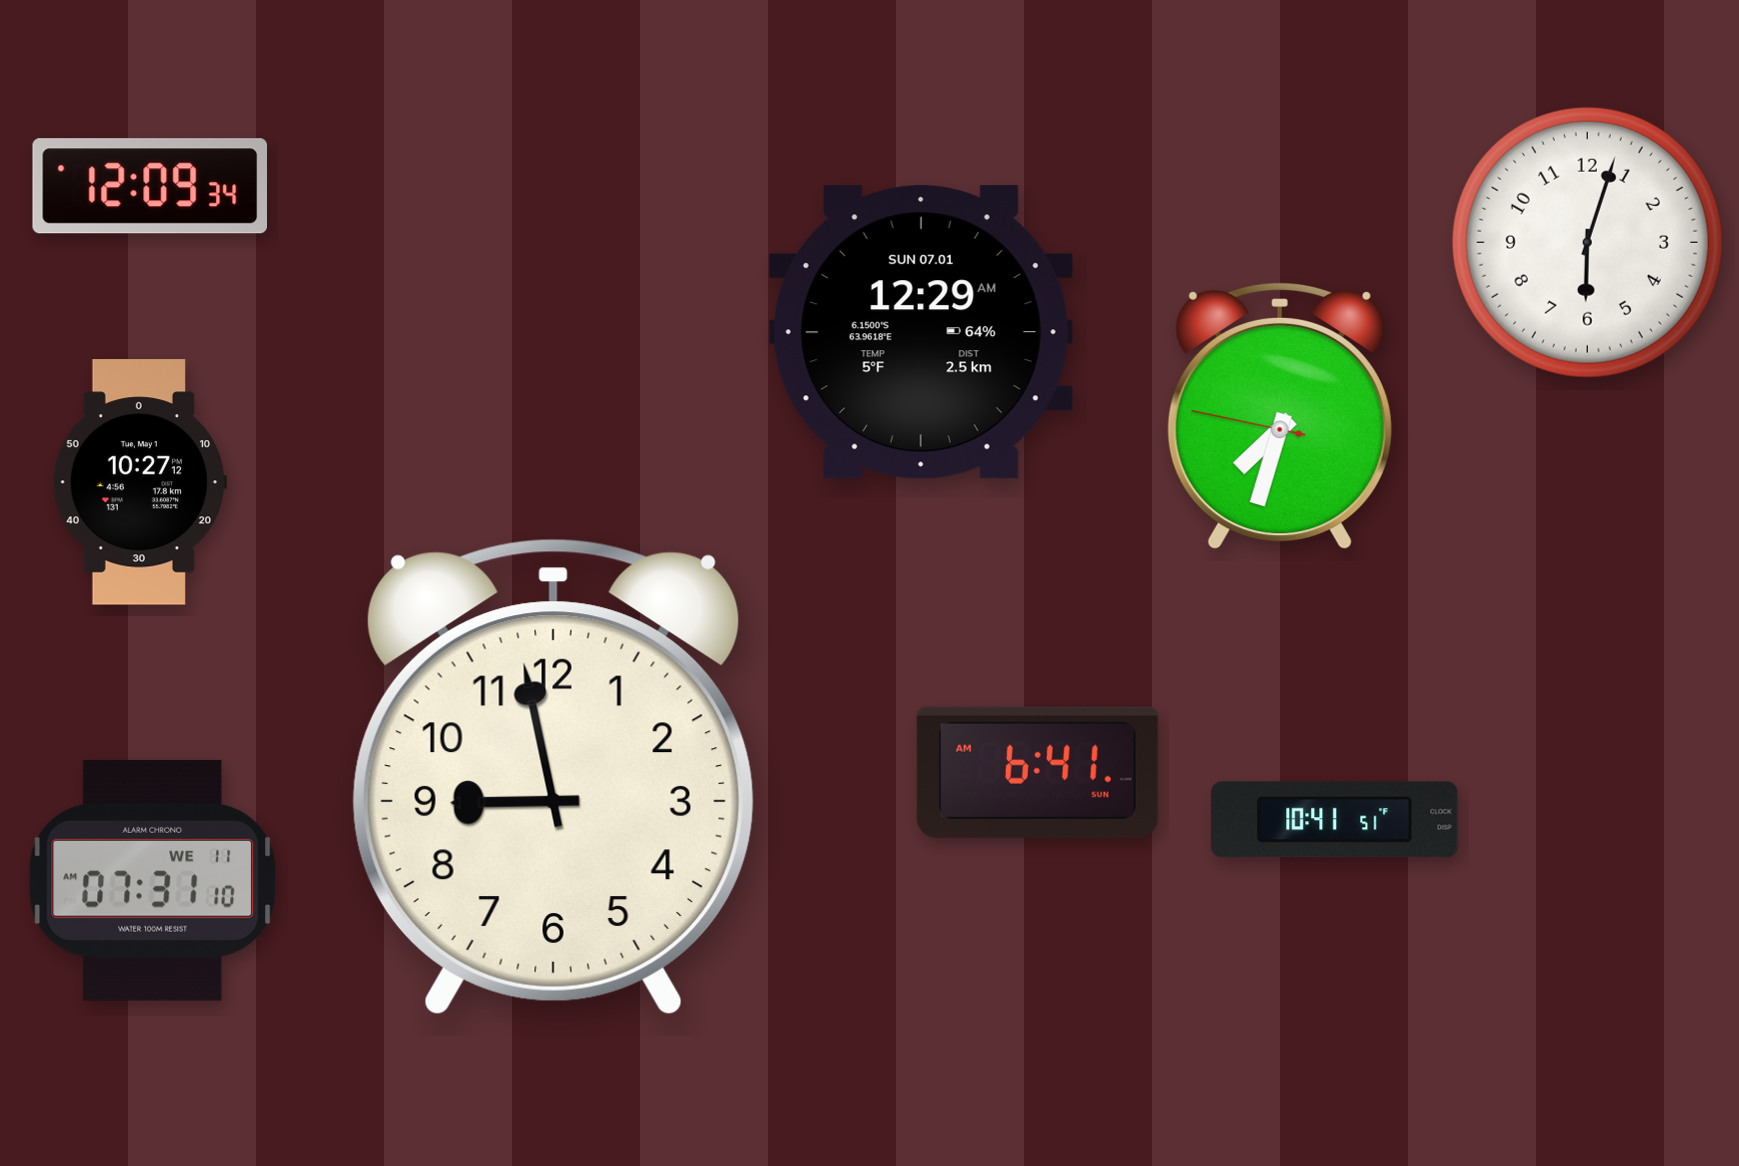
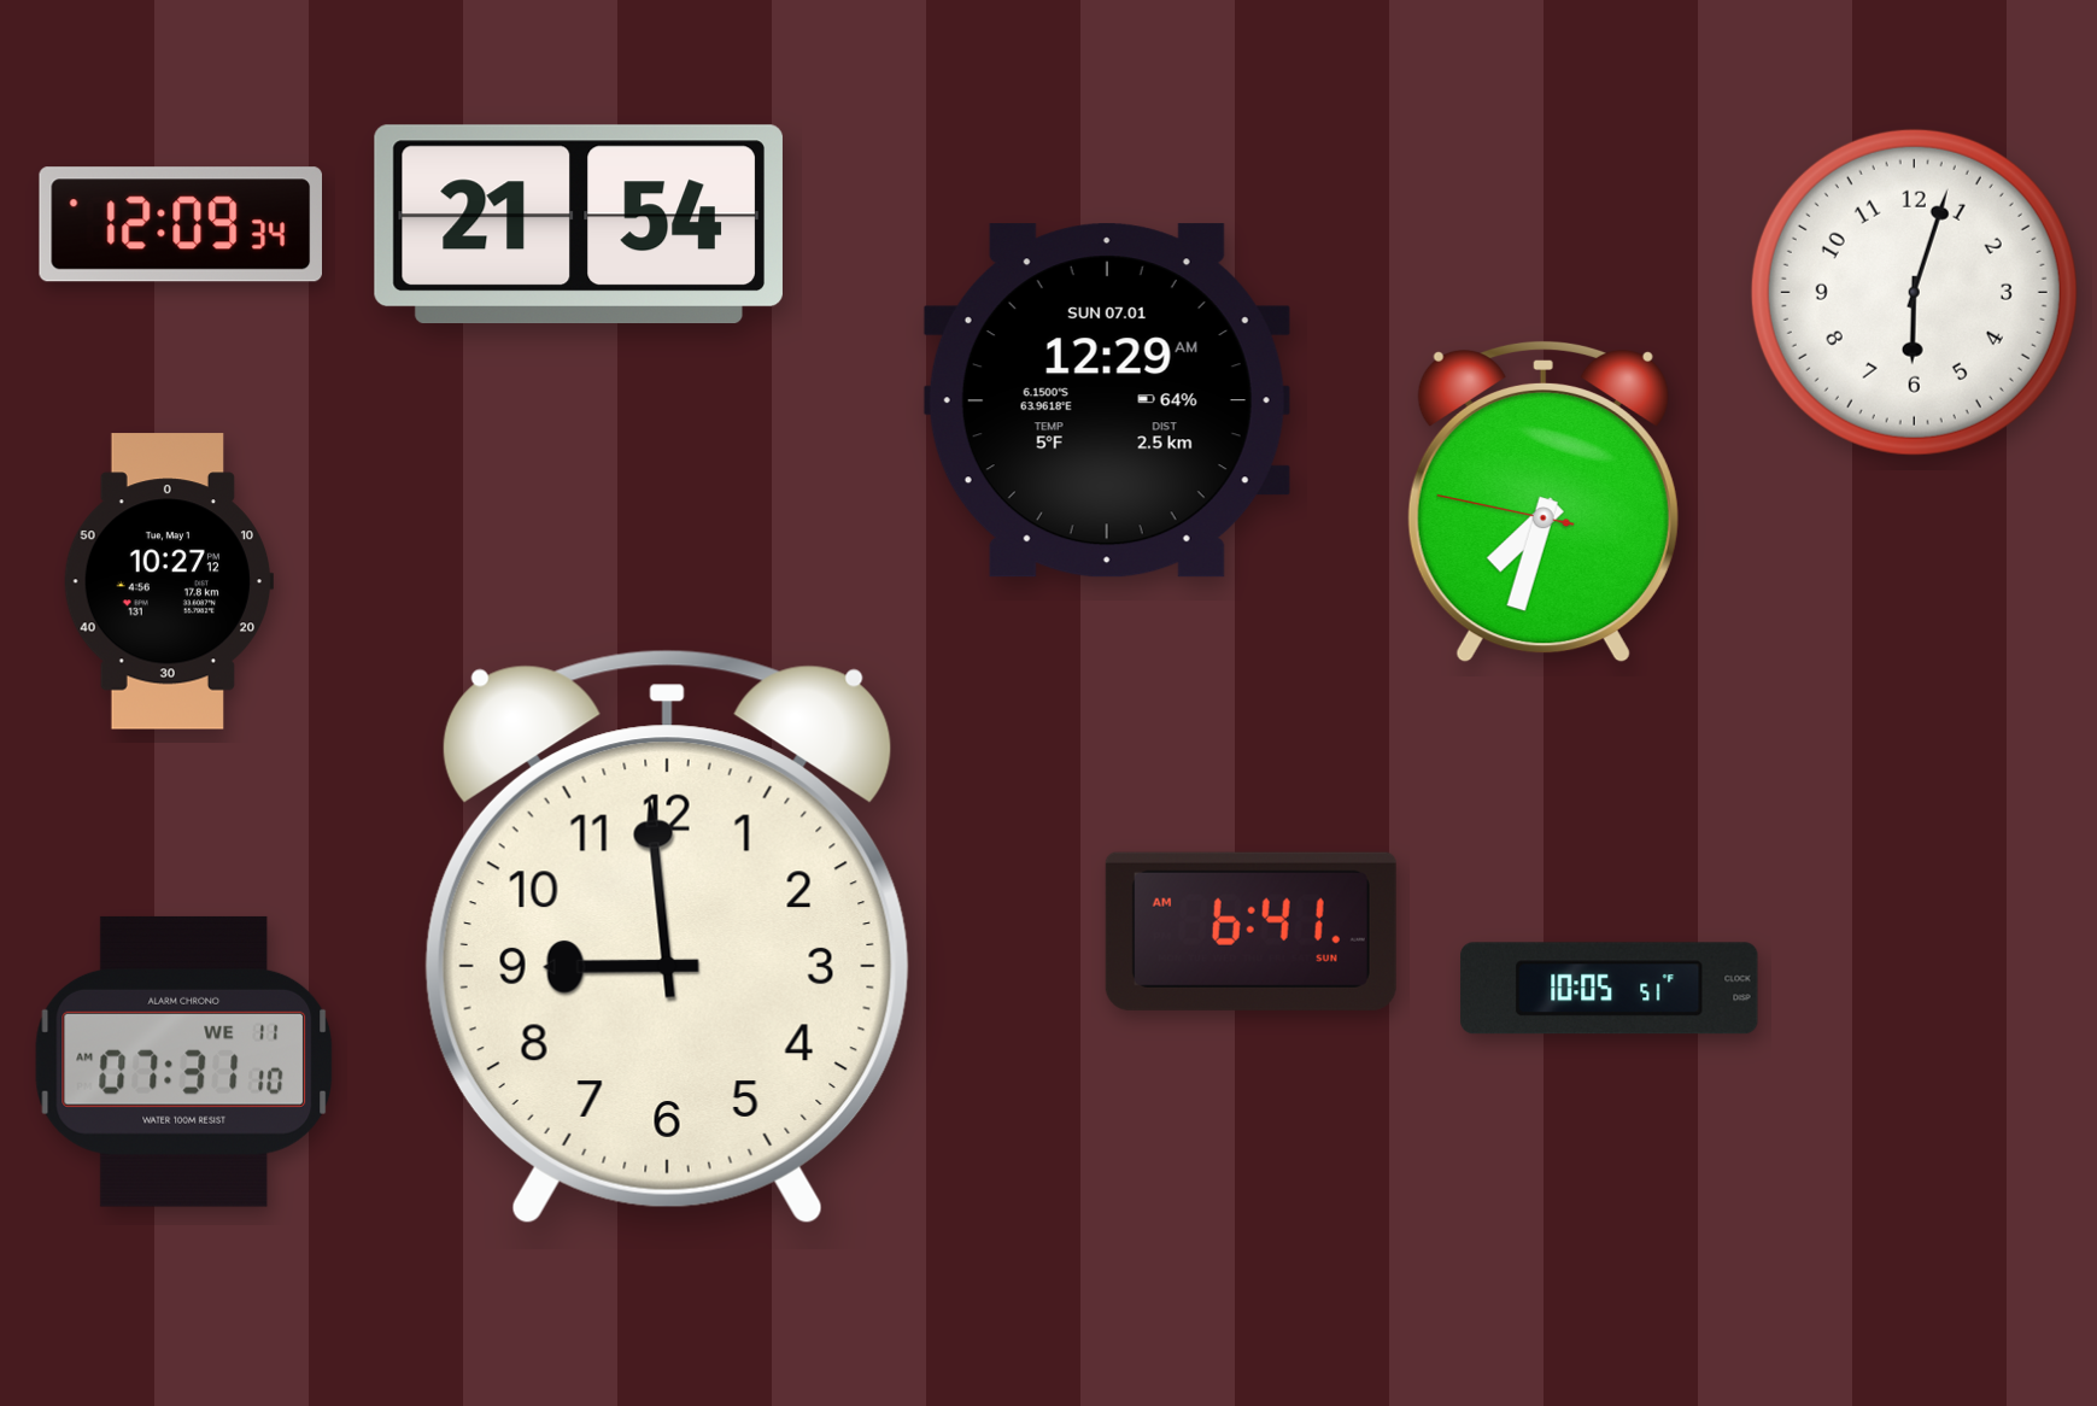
clock at (579, 224): none -> 21:54
clock at (921, 332) position: (921, 332) -> (1107, 400)
clock at (553, 776): 8:58 -> 8:59
clock at (1335, 820): 10:41 -> 10:05
